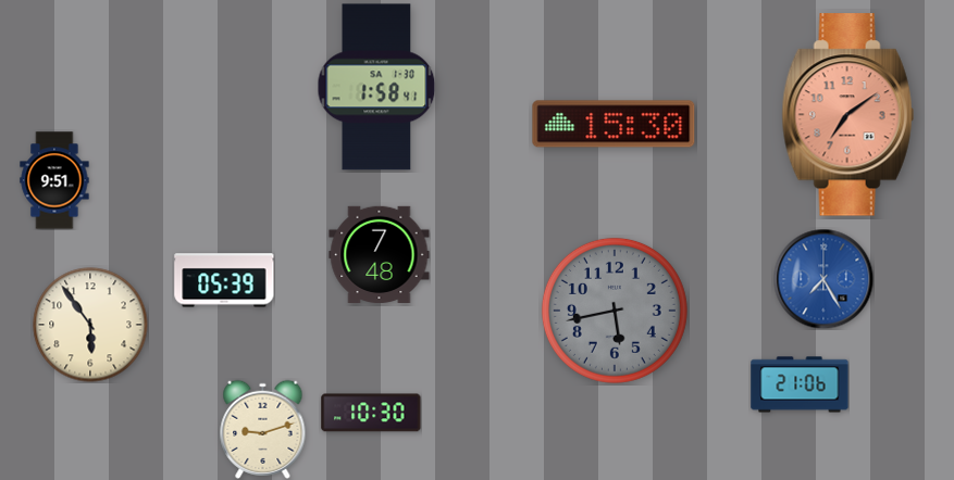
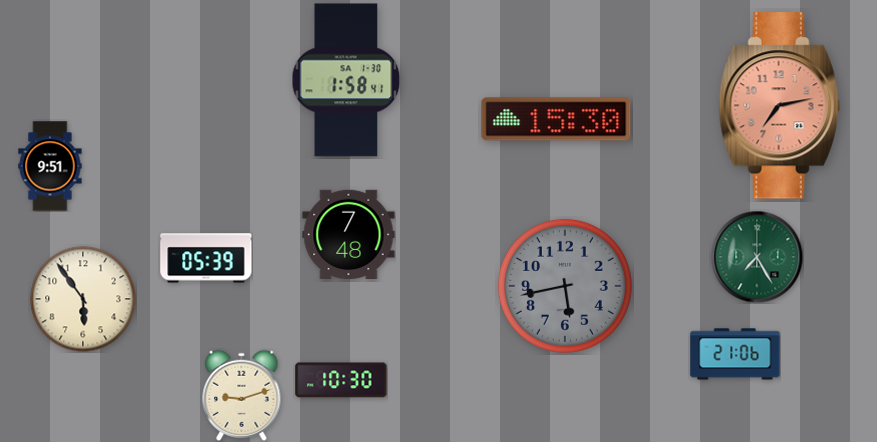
clock at (848, 115): 7:09 -> 7:13
clock at (614, 124) position: (614, 124) -> (556, 119)
clock at (823, 279) dial: blue -> green
